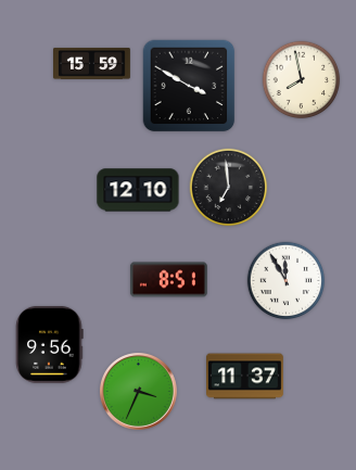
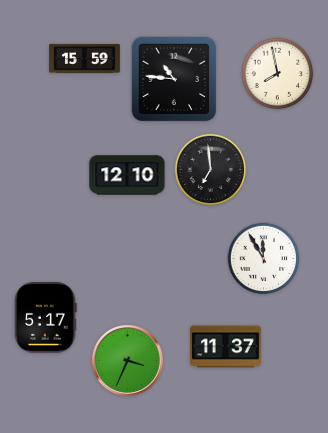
clock at (189, 86): 3:50 -> 10:46
clock at (229, 188) position: (229, 188) -> (211, 170)
clock at (168, 280): 8:51 -> none
clock at (50, 344): 9:56 -> 5:17
